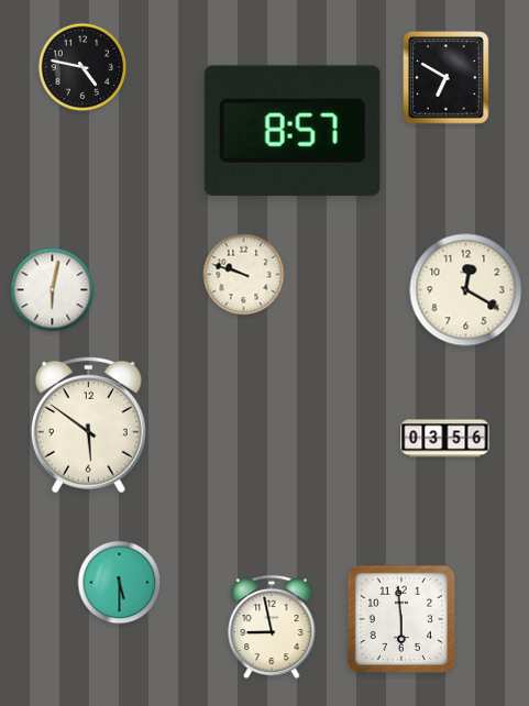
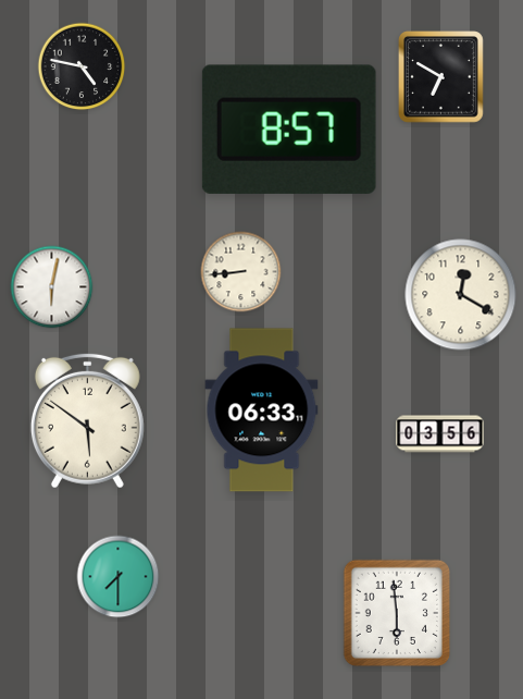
clock at (244, 275): 9:48 -> 8:44
clock at (466, 290) position: (466, 290) -> (461, 295)
clock at (262, 410): none -> 06:33
clock at (120, 583): 5:30 -> 7:30
clock at (272, 627): 8:58 -> none
